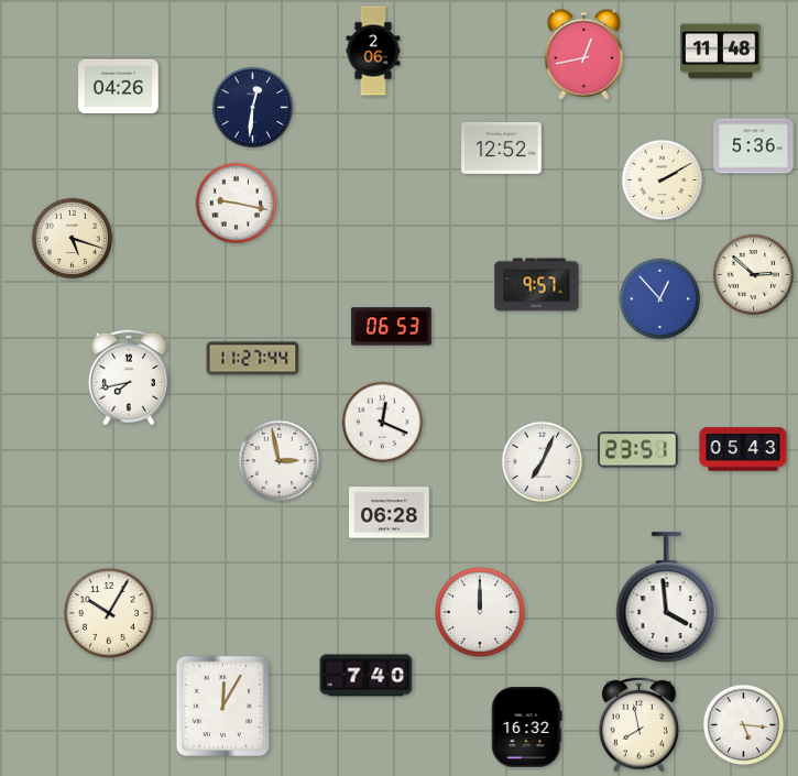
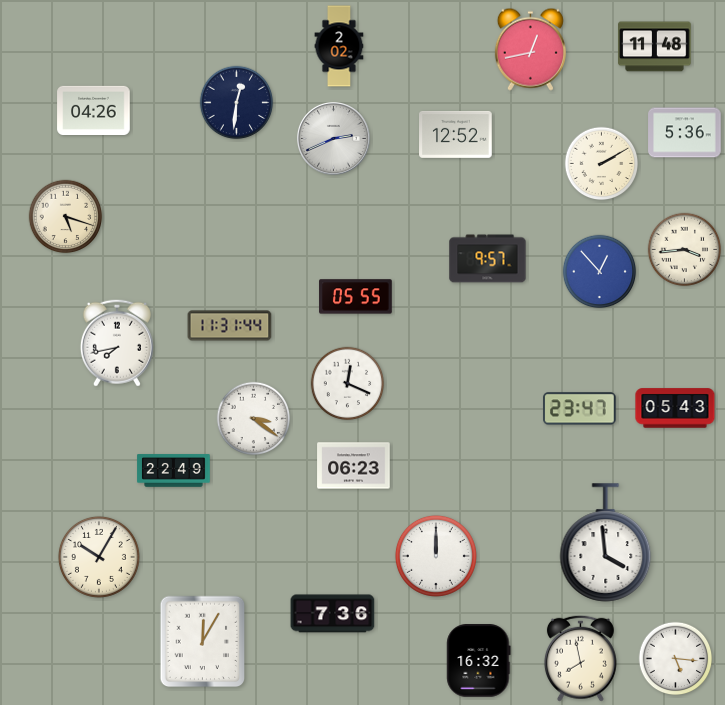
clock at (373, 51): 2:06 -> 2:02
clock at (119, 86) position: (119, 86) -> (94, 110)
clock at (253, 108) position: (253, 108) -> (237, 103)
clock at (333, 138): none -> 2:41
clock at (237, 204): 9:17 -> none
clock at (754, 275): 2:52 -> 3:44
clock at (392, 327): 06:53 -> 05:55
clock at (253, 359): 11:27 -> 11:31
clock at (638, 450): 23:51 -> 23:47
clock at (280, 461): 2:58 -> 3:21
clock at (543, 462): 7:04 -> none
clock at (390, 513): 06:28 -> 06:23
clock at (174, 471): none -> 22:49
clock at (367, 676): 7:40 -> 7:36
